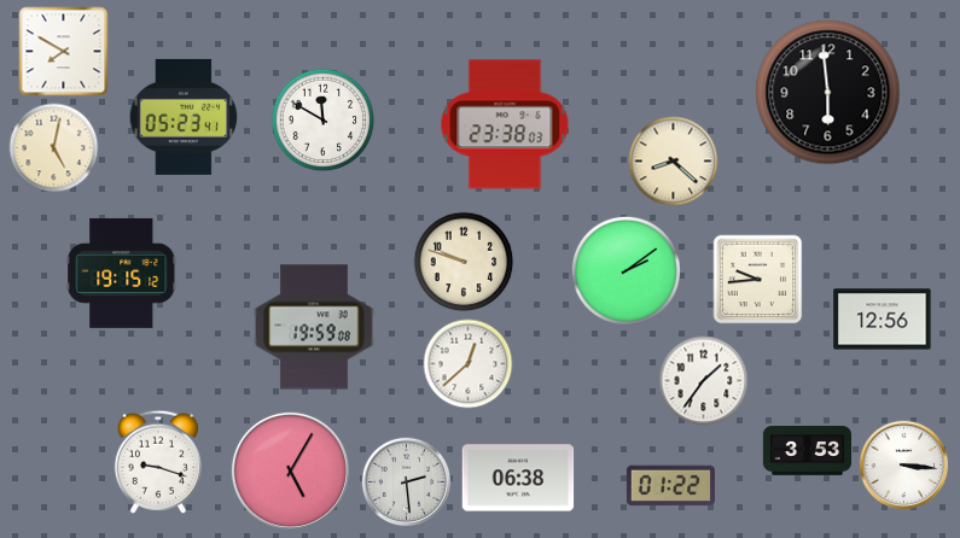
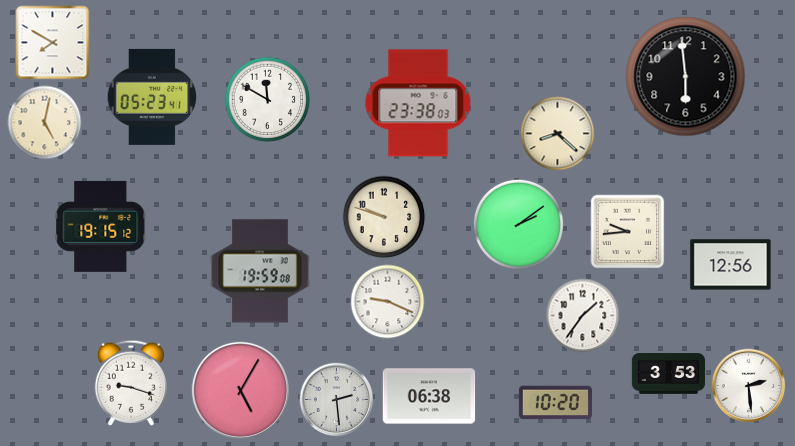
clock at (469, 364): 12:38 -> 9:19
clock at (904, 466): 3:16 -> 2:29
clock at (670, 486): 01:22 -> 10:20
